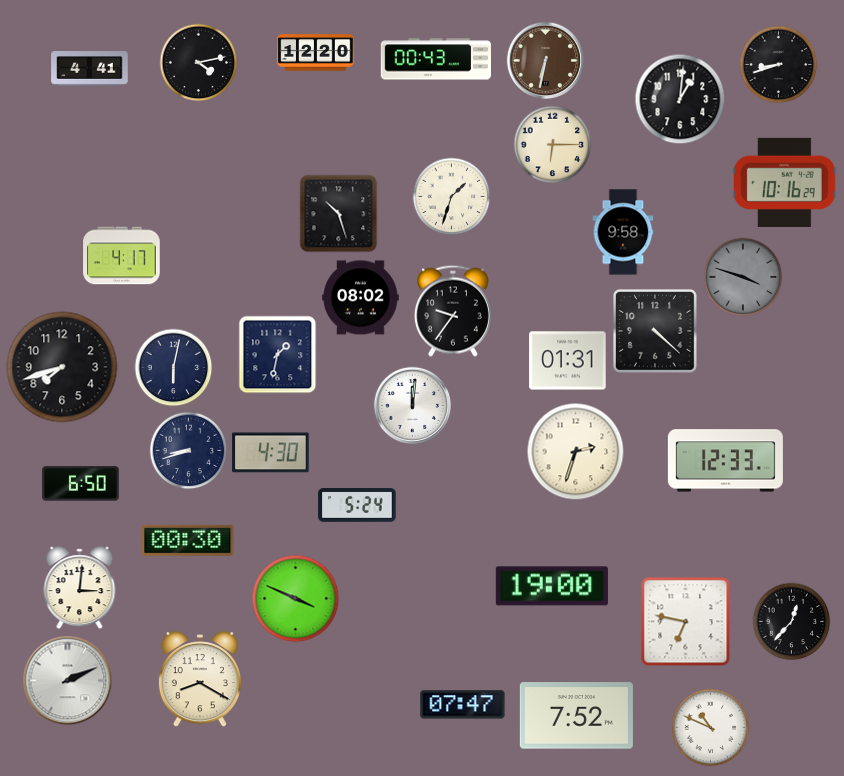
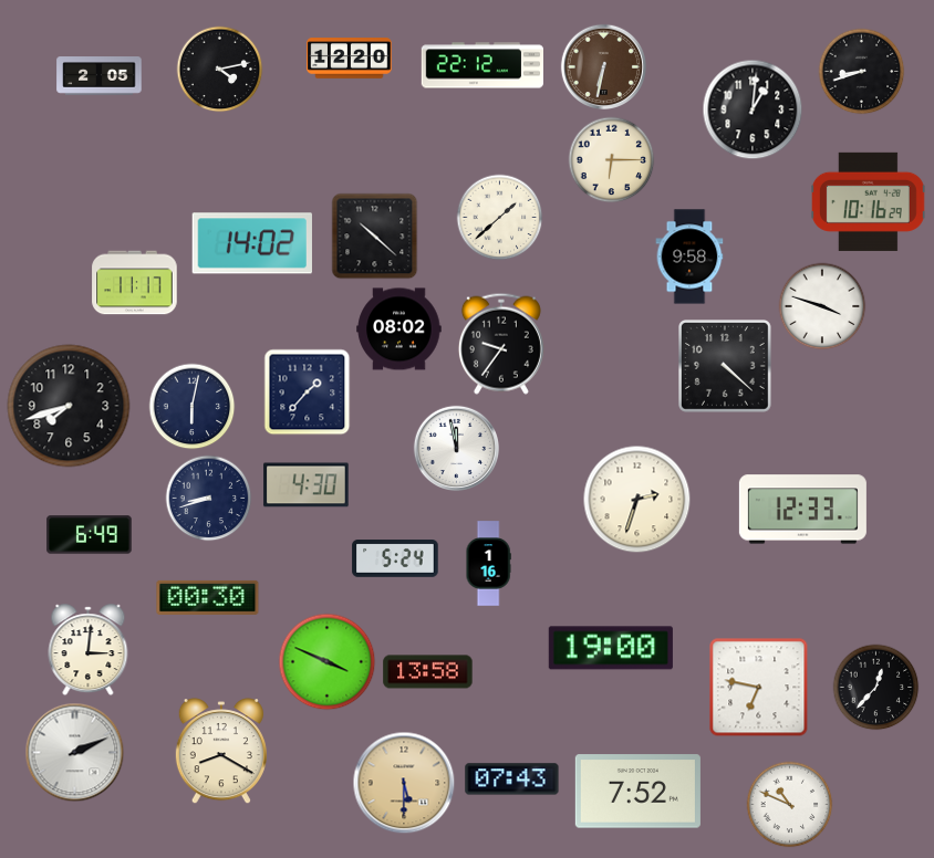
clock at (435, 59): 00:43 -> 22:12
clock at (90, 69): 4:41 -> 2:05
clock at (451, 196): 1:33 -> 1:38
clock at (338, 213): 10:27 -> 10:22
clock at (252, 243): none -> 14:02
clock at (122, 256): 4:17 -> 11:17
clock at (743, 277) dial: grey -> white
clock at (277, 354): 1:32 -> 1:37
clock at (568, 361): 01:31 -> none
clock at (412, 405): 12:01 -> 11:58
clock at (271, 453) position: (271, 453) -> (307, 485)
clock at (81, 484): 6:50 -> 6:49
clock at (488, 564): none -> 1:16
clock at (428, 672): none -> 13:58
clock at (463, 705): 07:47 -> 07:43
clock at (404, 783): none -> 5:30
clock at (710, 727) position: (710, 727) -> (789, 804)
